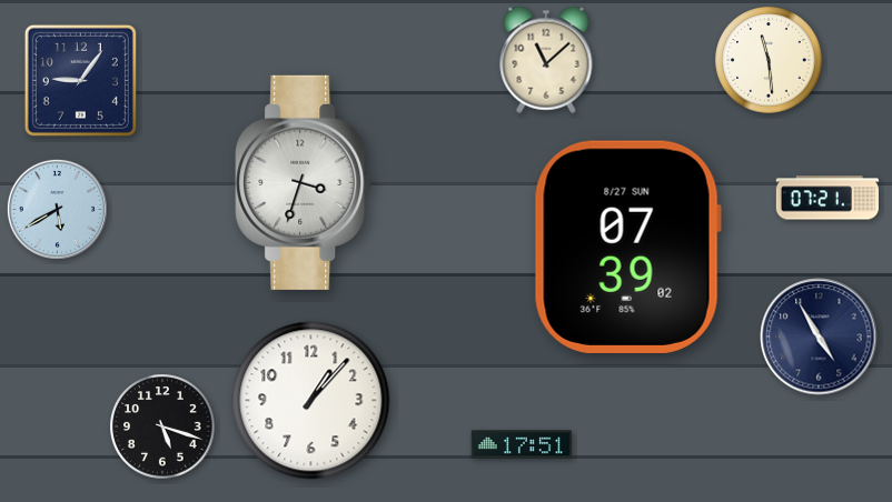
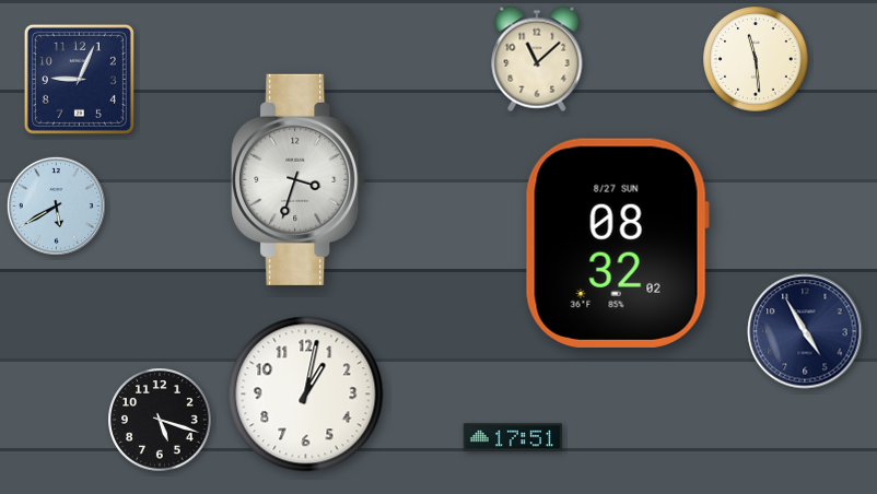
clock at (80, 80): 9:06 -> 9:04
clock at (827, 198): 07:21 -> none
clock at (627, 247): 07:39 -> 08:32
clock at (311, 401): 1:07 -> 1:02
